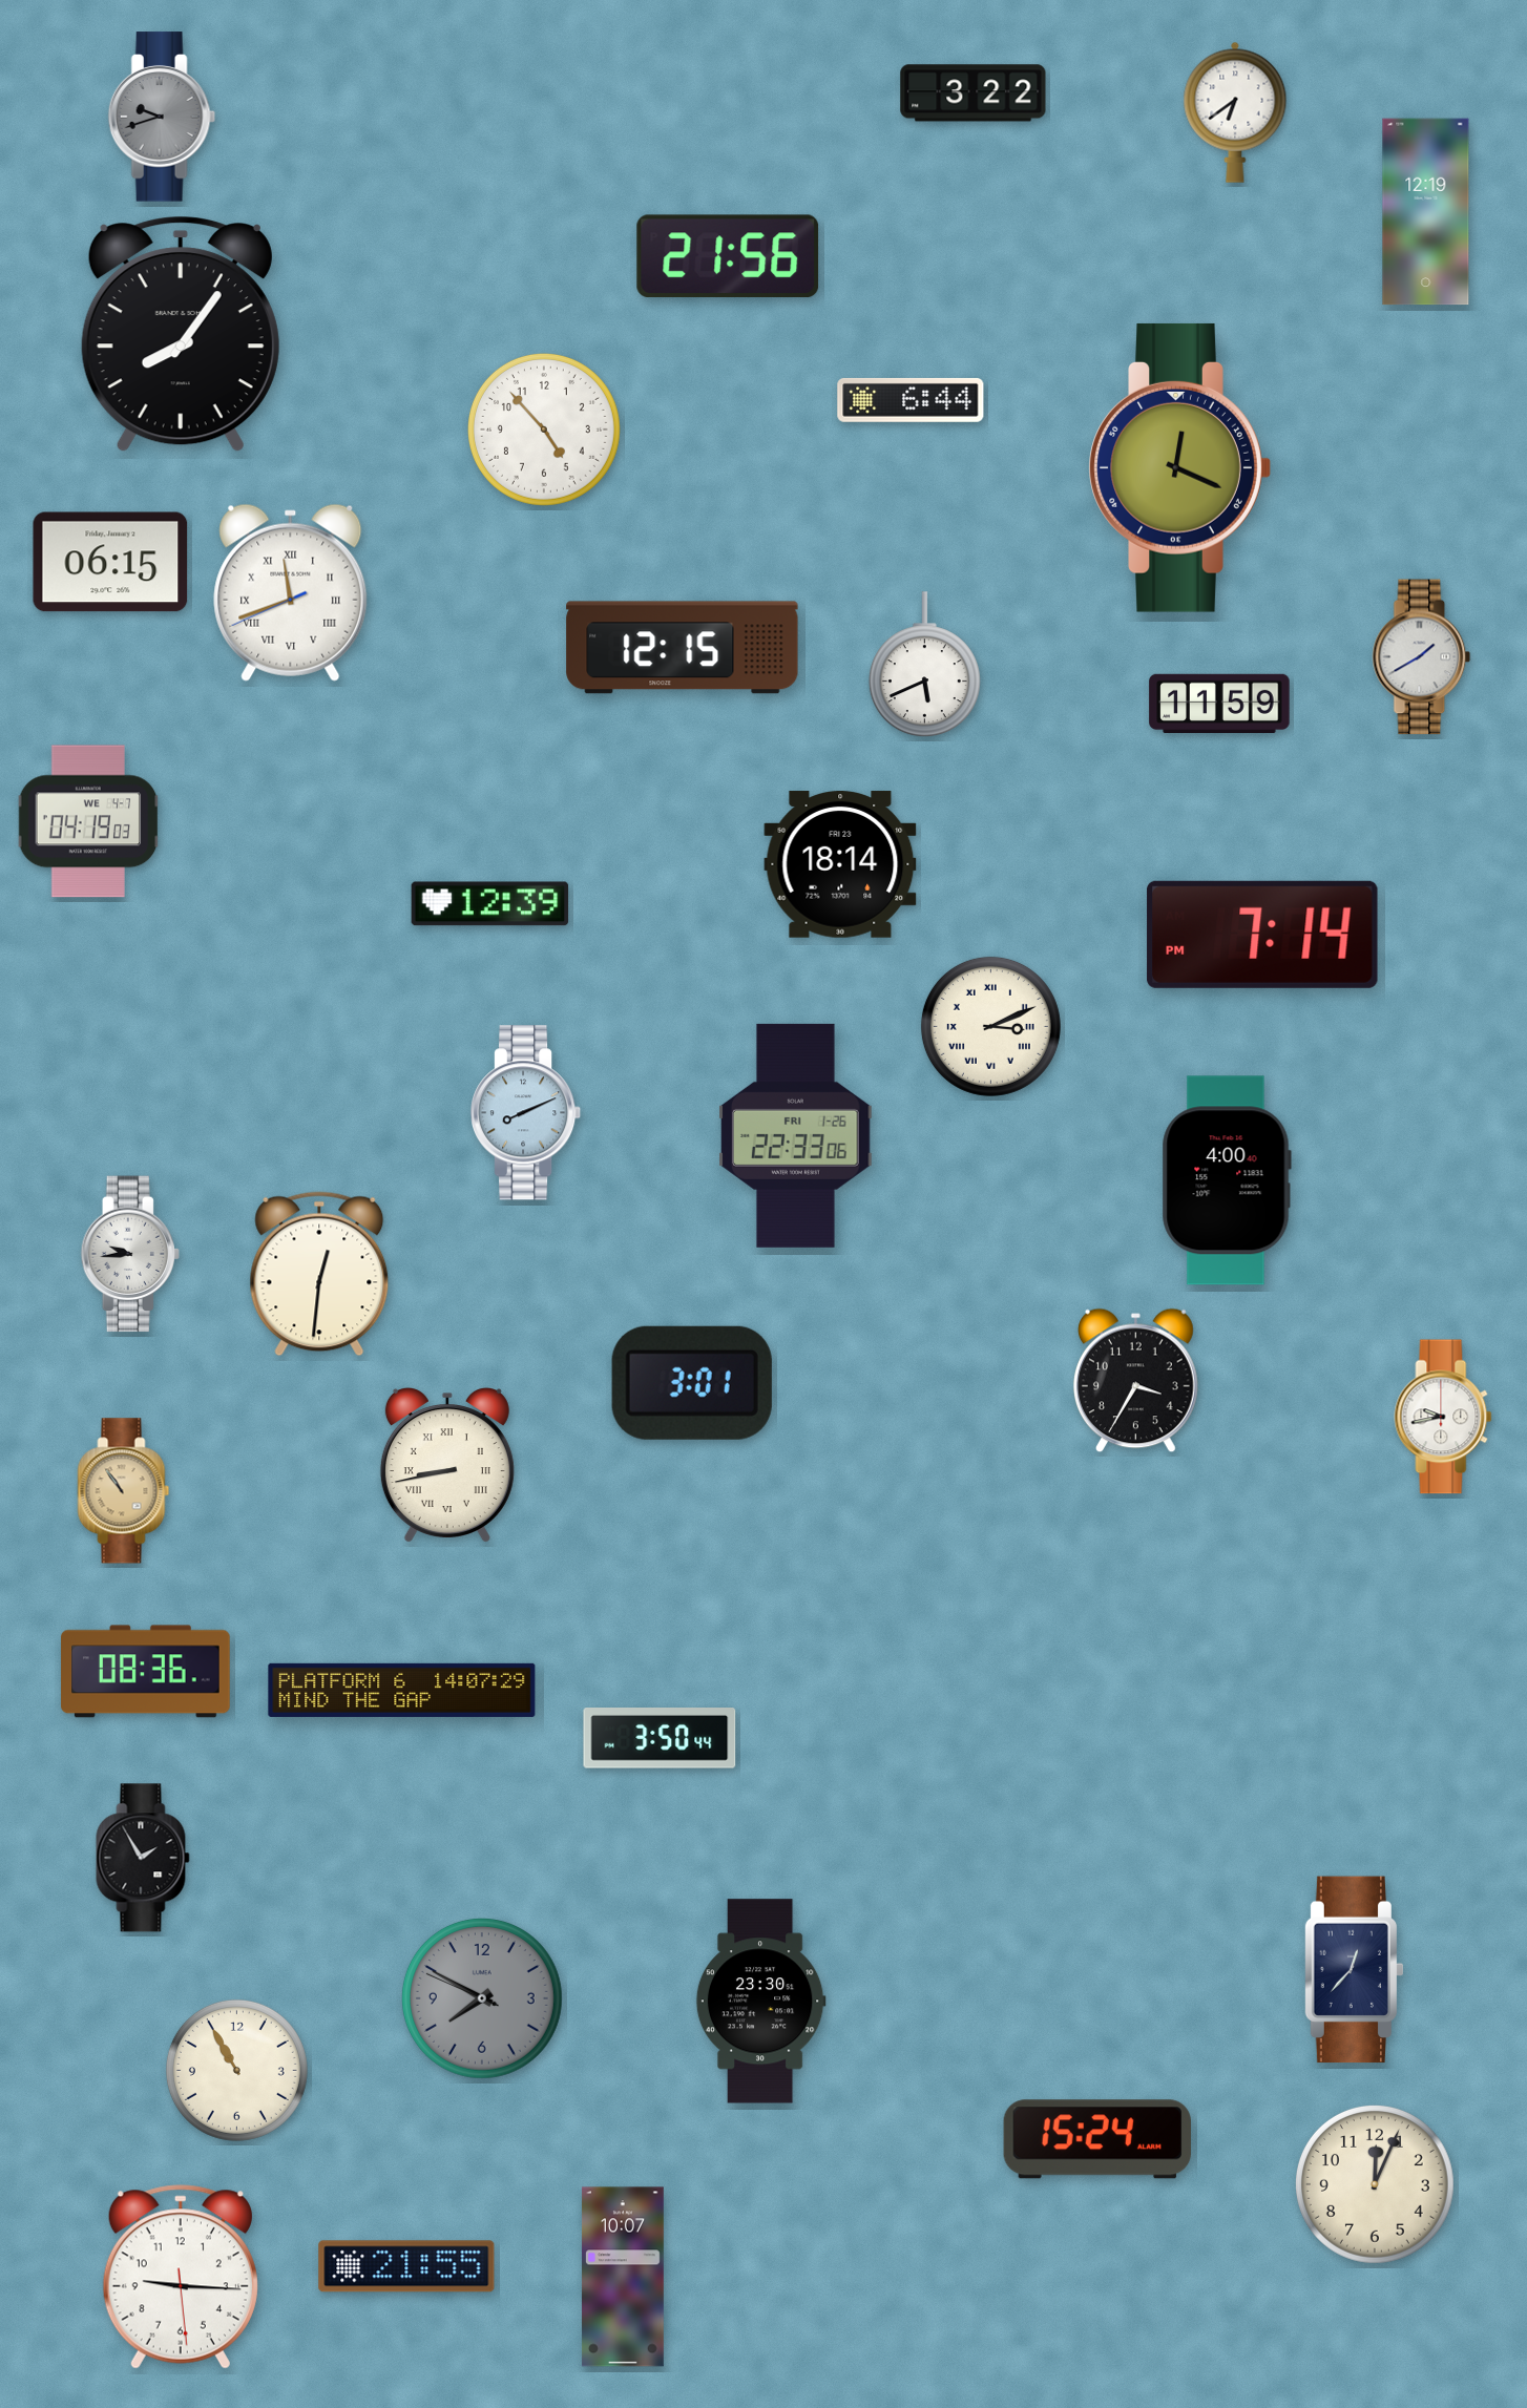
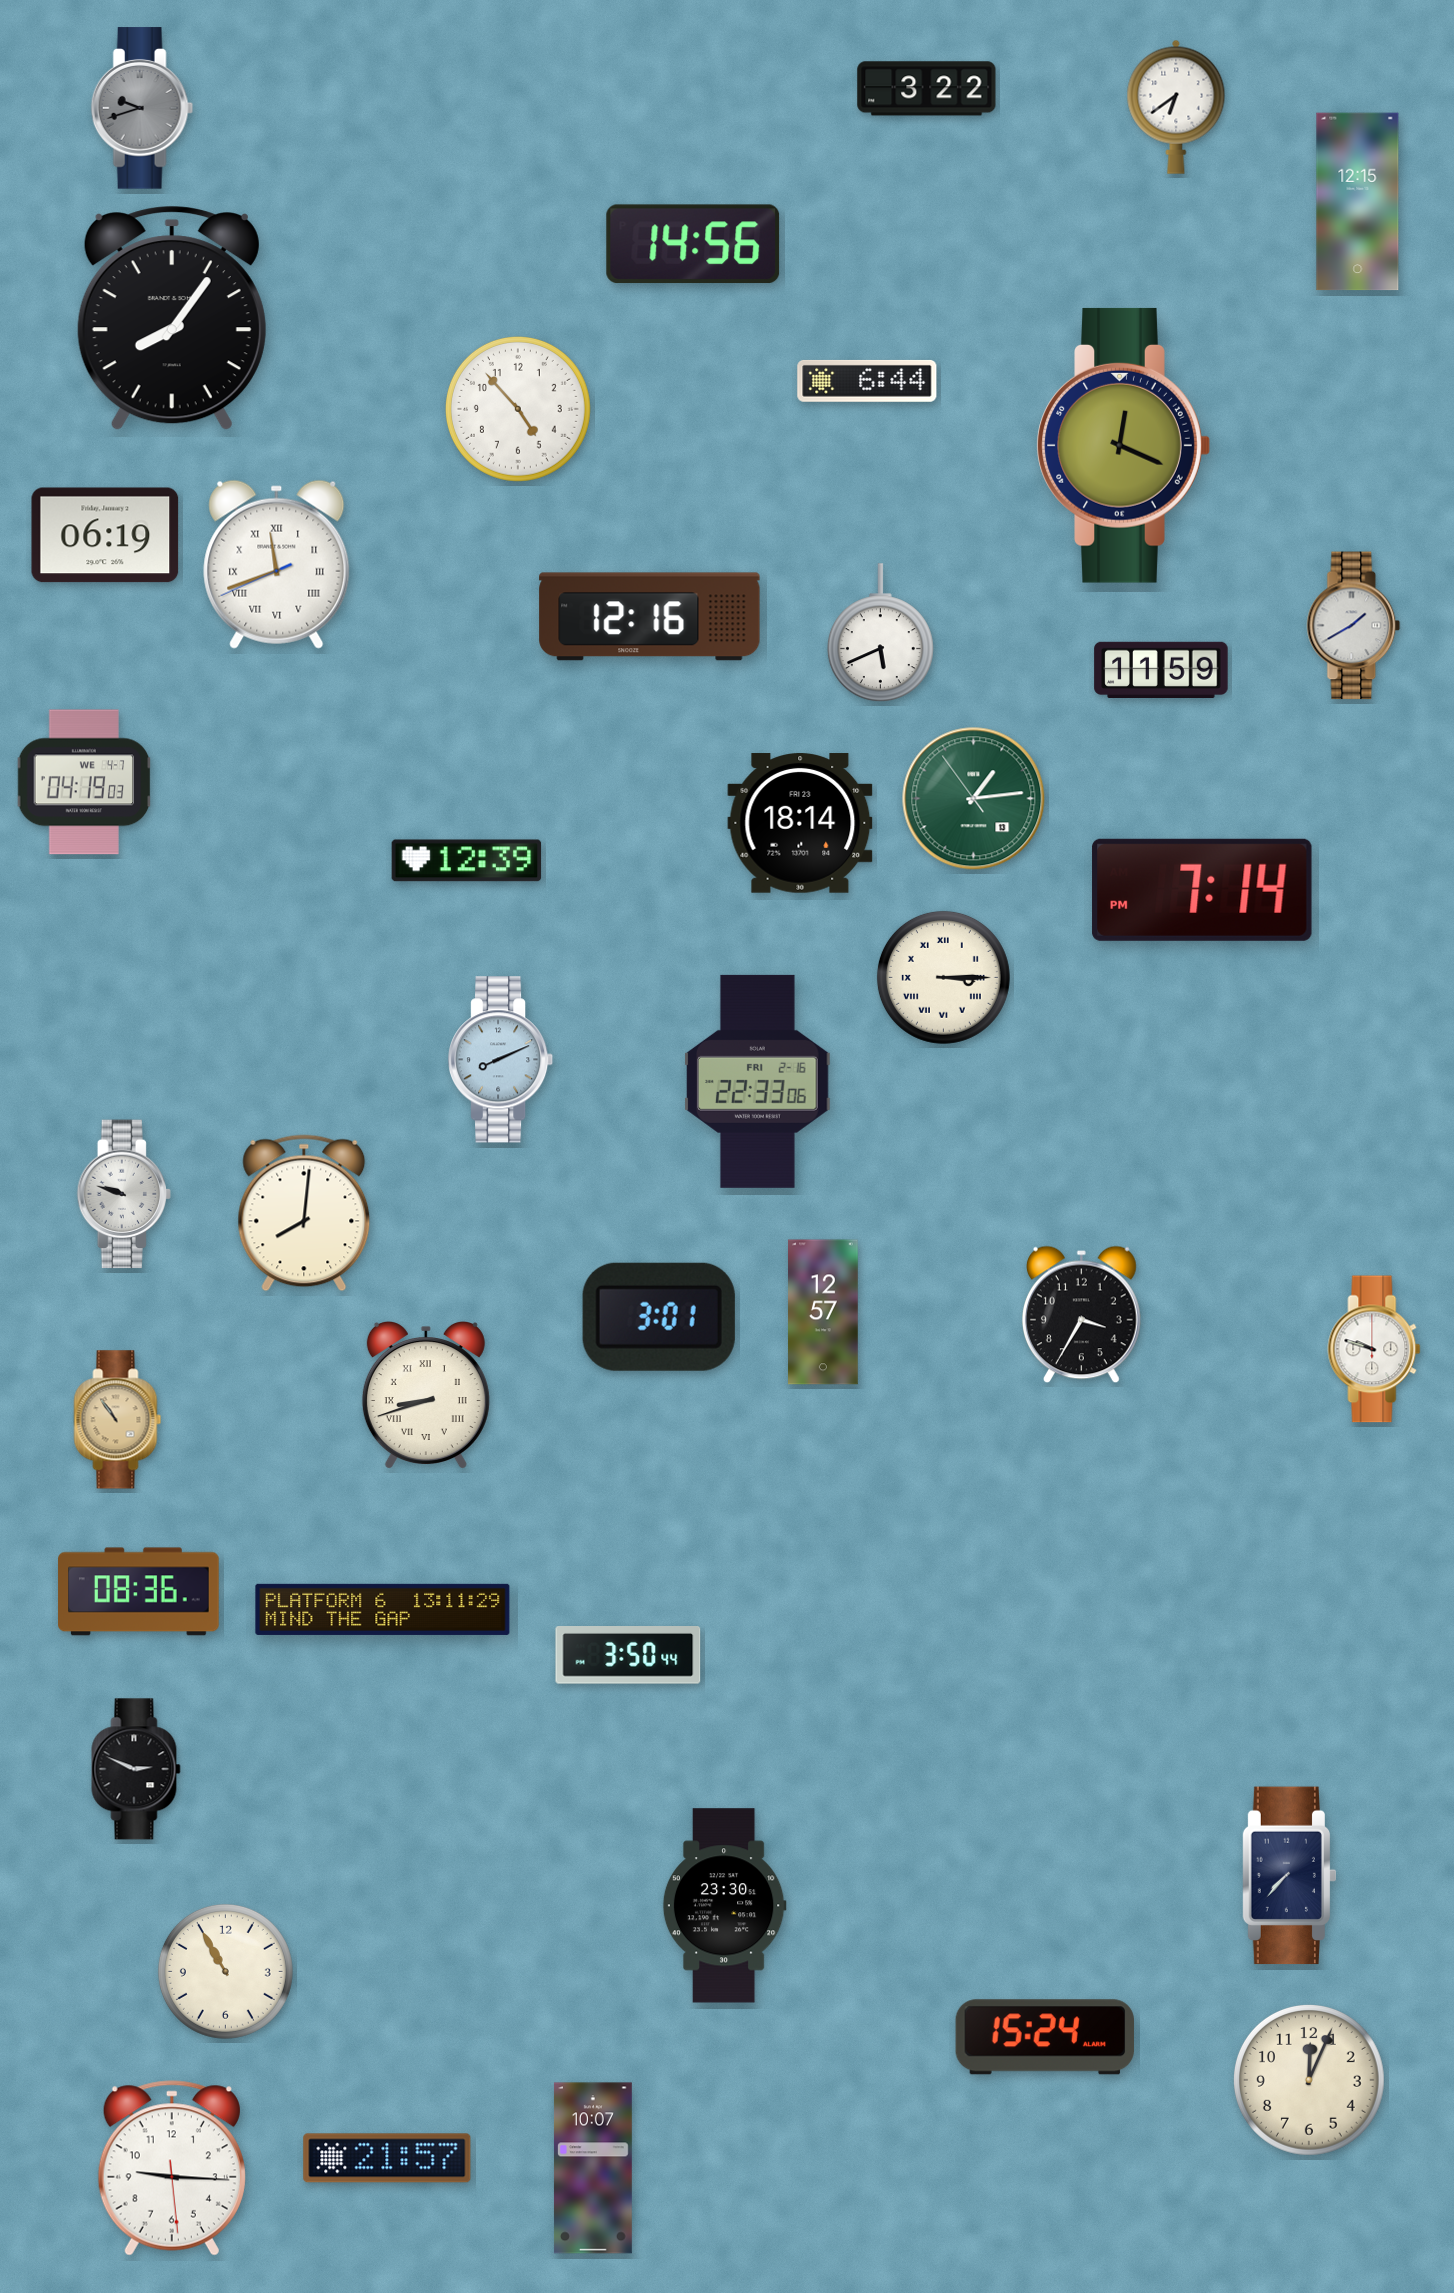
clock at (162, 117) position: (162, 117) -> (142, 108)
clock at (1426, 212): 12:19 -> 12:15
clock at (728, 256): 21:56 -> 14:56
clock at (110, 562): 06:15 -> 06:19
clock at (683, 648): 12:15 -> 12:16
clock at (974, 799): none -> 1:13
clock at (990, 1026): 3:11 -> 3:15
clock at (796, 1135) date: FRI 1-26 -> FRI 2-16
clock at (1227, 1180): 4:00 -> none
clock at (129, 1254): 9:44 -> 9:48
clock at (319, 1274): 12:31 -> 8:01
clock at (823, 1312): none -> 12:57
clock at (1443, 1417): 9:43 -> 9:48
clock at (447, 1465): 8:43 -> 8:42
clock at (402, 1690): 14:07 -> 13:11
clock at (143, 1858): 1:55 -> 2:49
clock at (1353, 1970): 12:37 -> 7:37
clock at (482, 1998): 7:49 -> none
clock at (406, 2266): 21:55 -> 21:57
